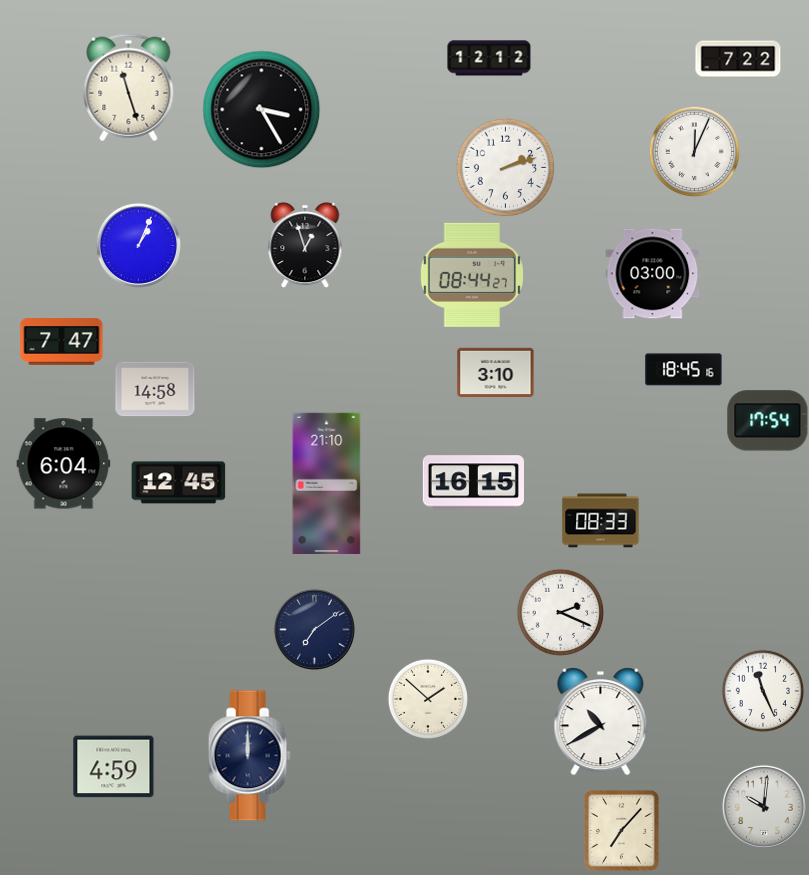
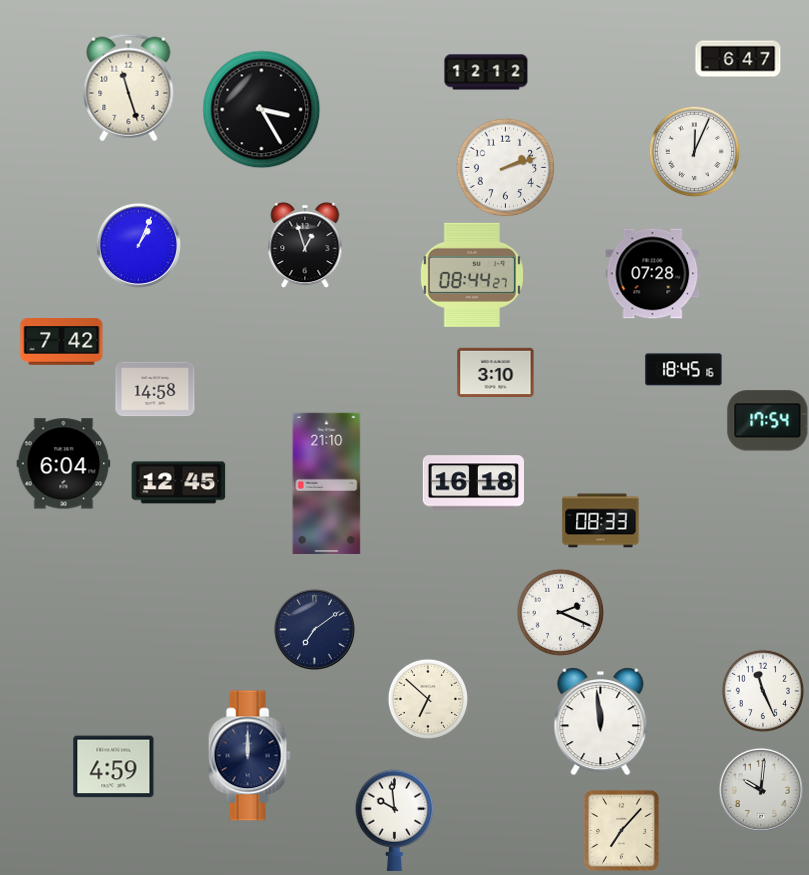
clock at (489, 58) position: (489, 58) -> (486, 72)
clock at (738, 59): 7:22 -> 6:47
clock at (653, 274): 03:00 -> 07:28
clock at (62, 342): 7:47 -> 7:42
clock at (473, 483): 16:15 -> 16:18
clock at (427, 698): 1:52 -> 6:52
clock at (601, 722): 10:40 -> 11:59
clock at (764, 807) position: (764, 807) -> (761, 790)
clock at (395, 820): none -> 9:59
